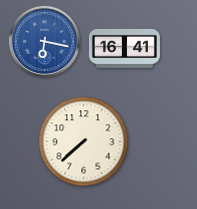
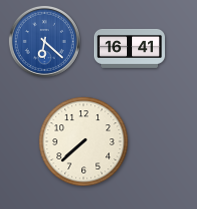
clock at (44, 41): 6:17 -> 6:22
clock at (124, 48) position: (124, 48) -> (129, 48)
